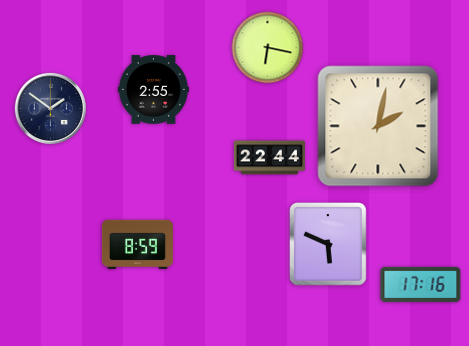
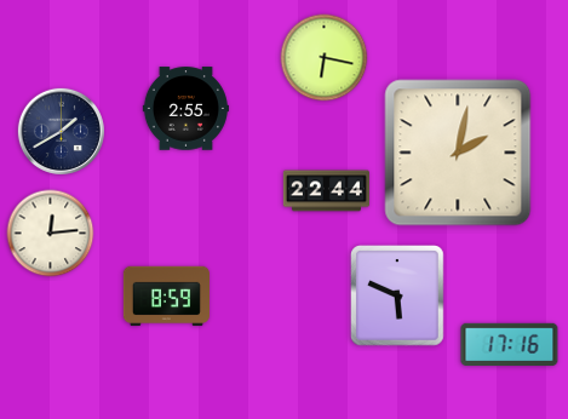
clock at (50, 108): 1:51 -> 1:40
clock at (51, 234): none -> 12:14
